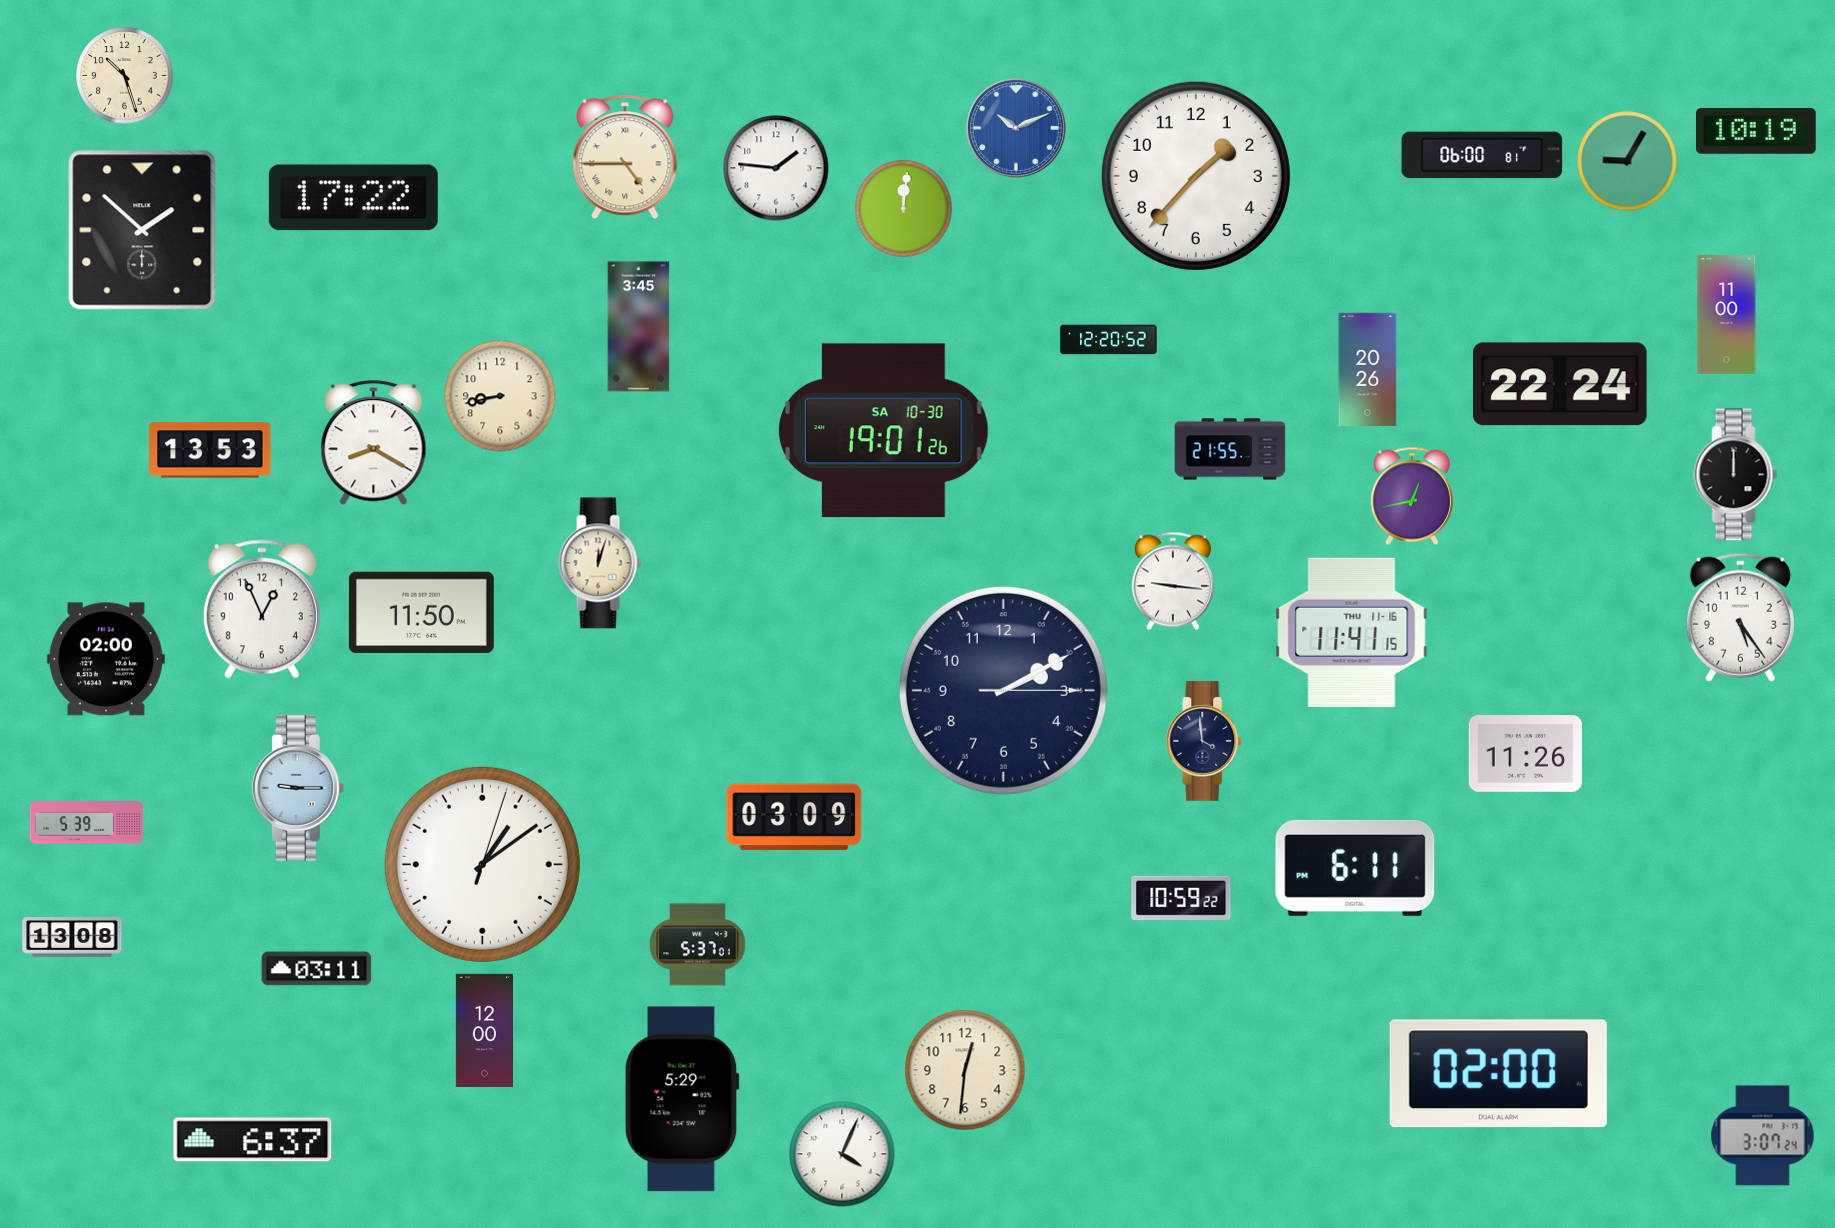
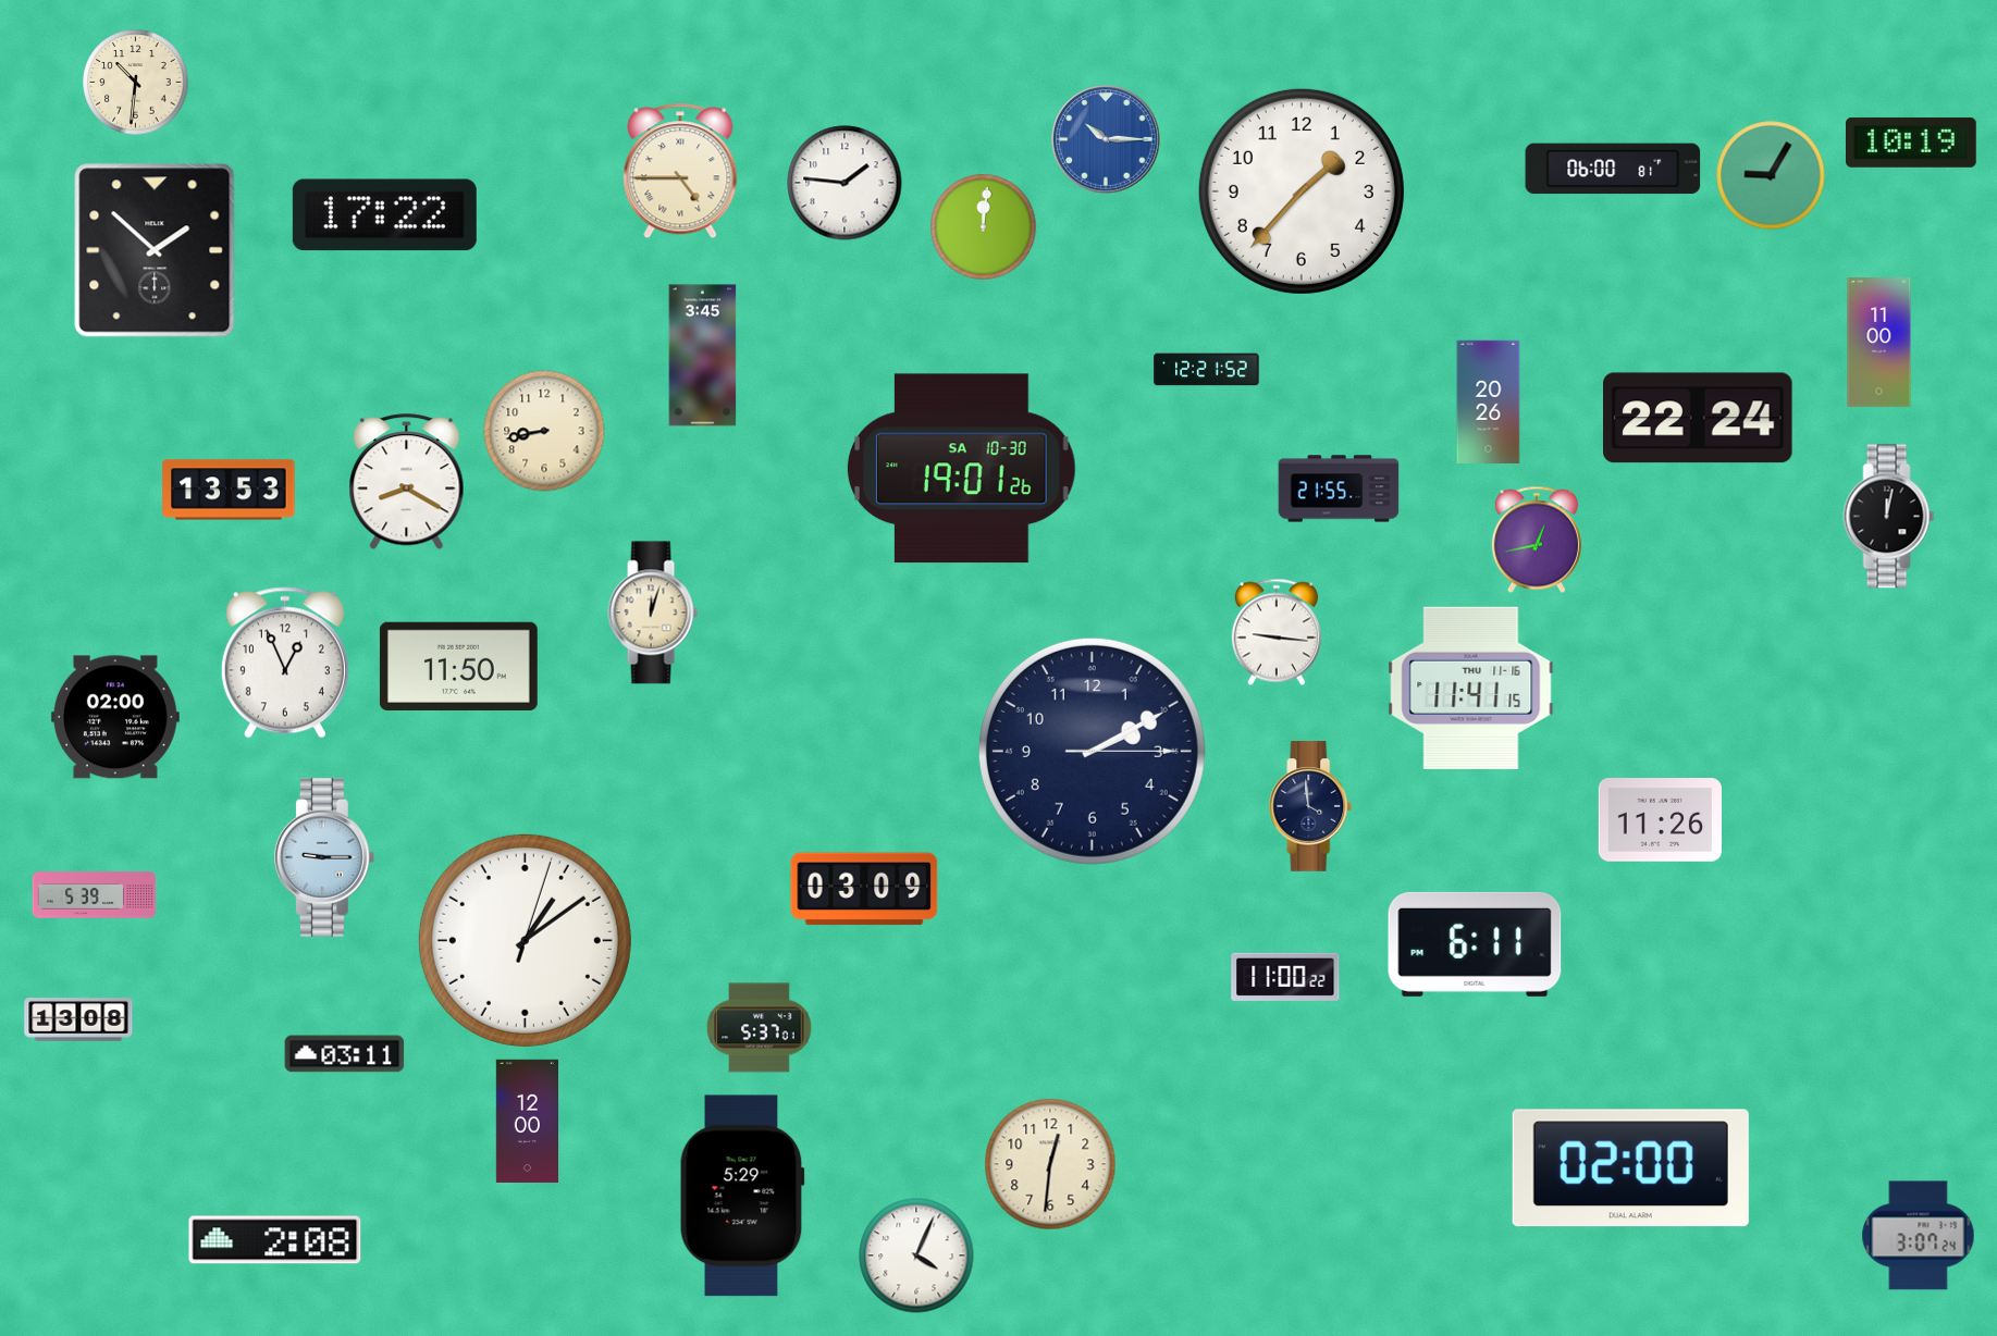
clock at (125, 76): 10:27 -> 10:31
clock at (1016, 128): 10:11 -> 10:15
clock at (639, 327) position: (639, 327) -> (703, 356)
clock at (1109, 340): 12:20 -> 12:21
clock at (1736, 475): 12:00 -> 12:02
clock at (1740, 617): 5:24 -> none
clock at (1181, 898): 10:59 -> 11:00
clock at (253, 1140): 6:37 -> 2:08
